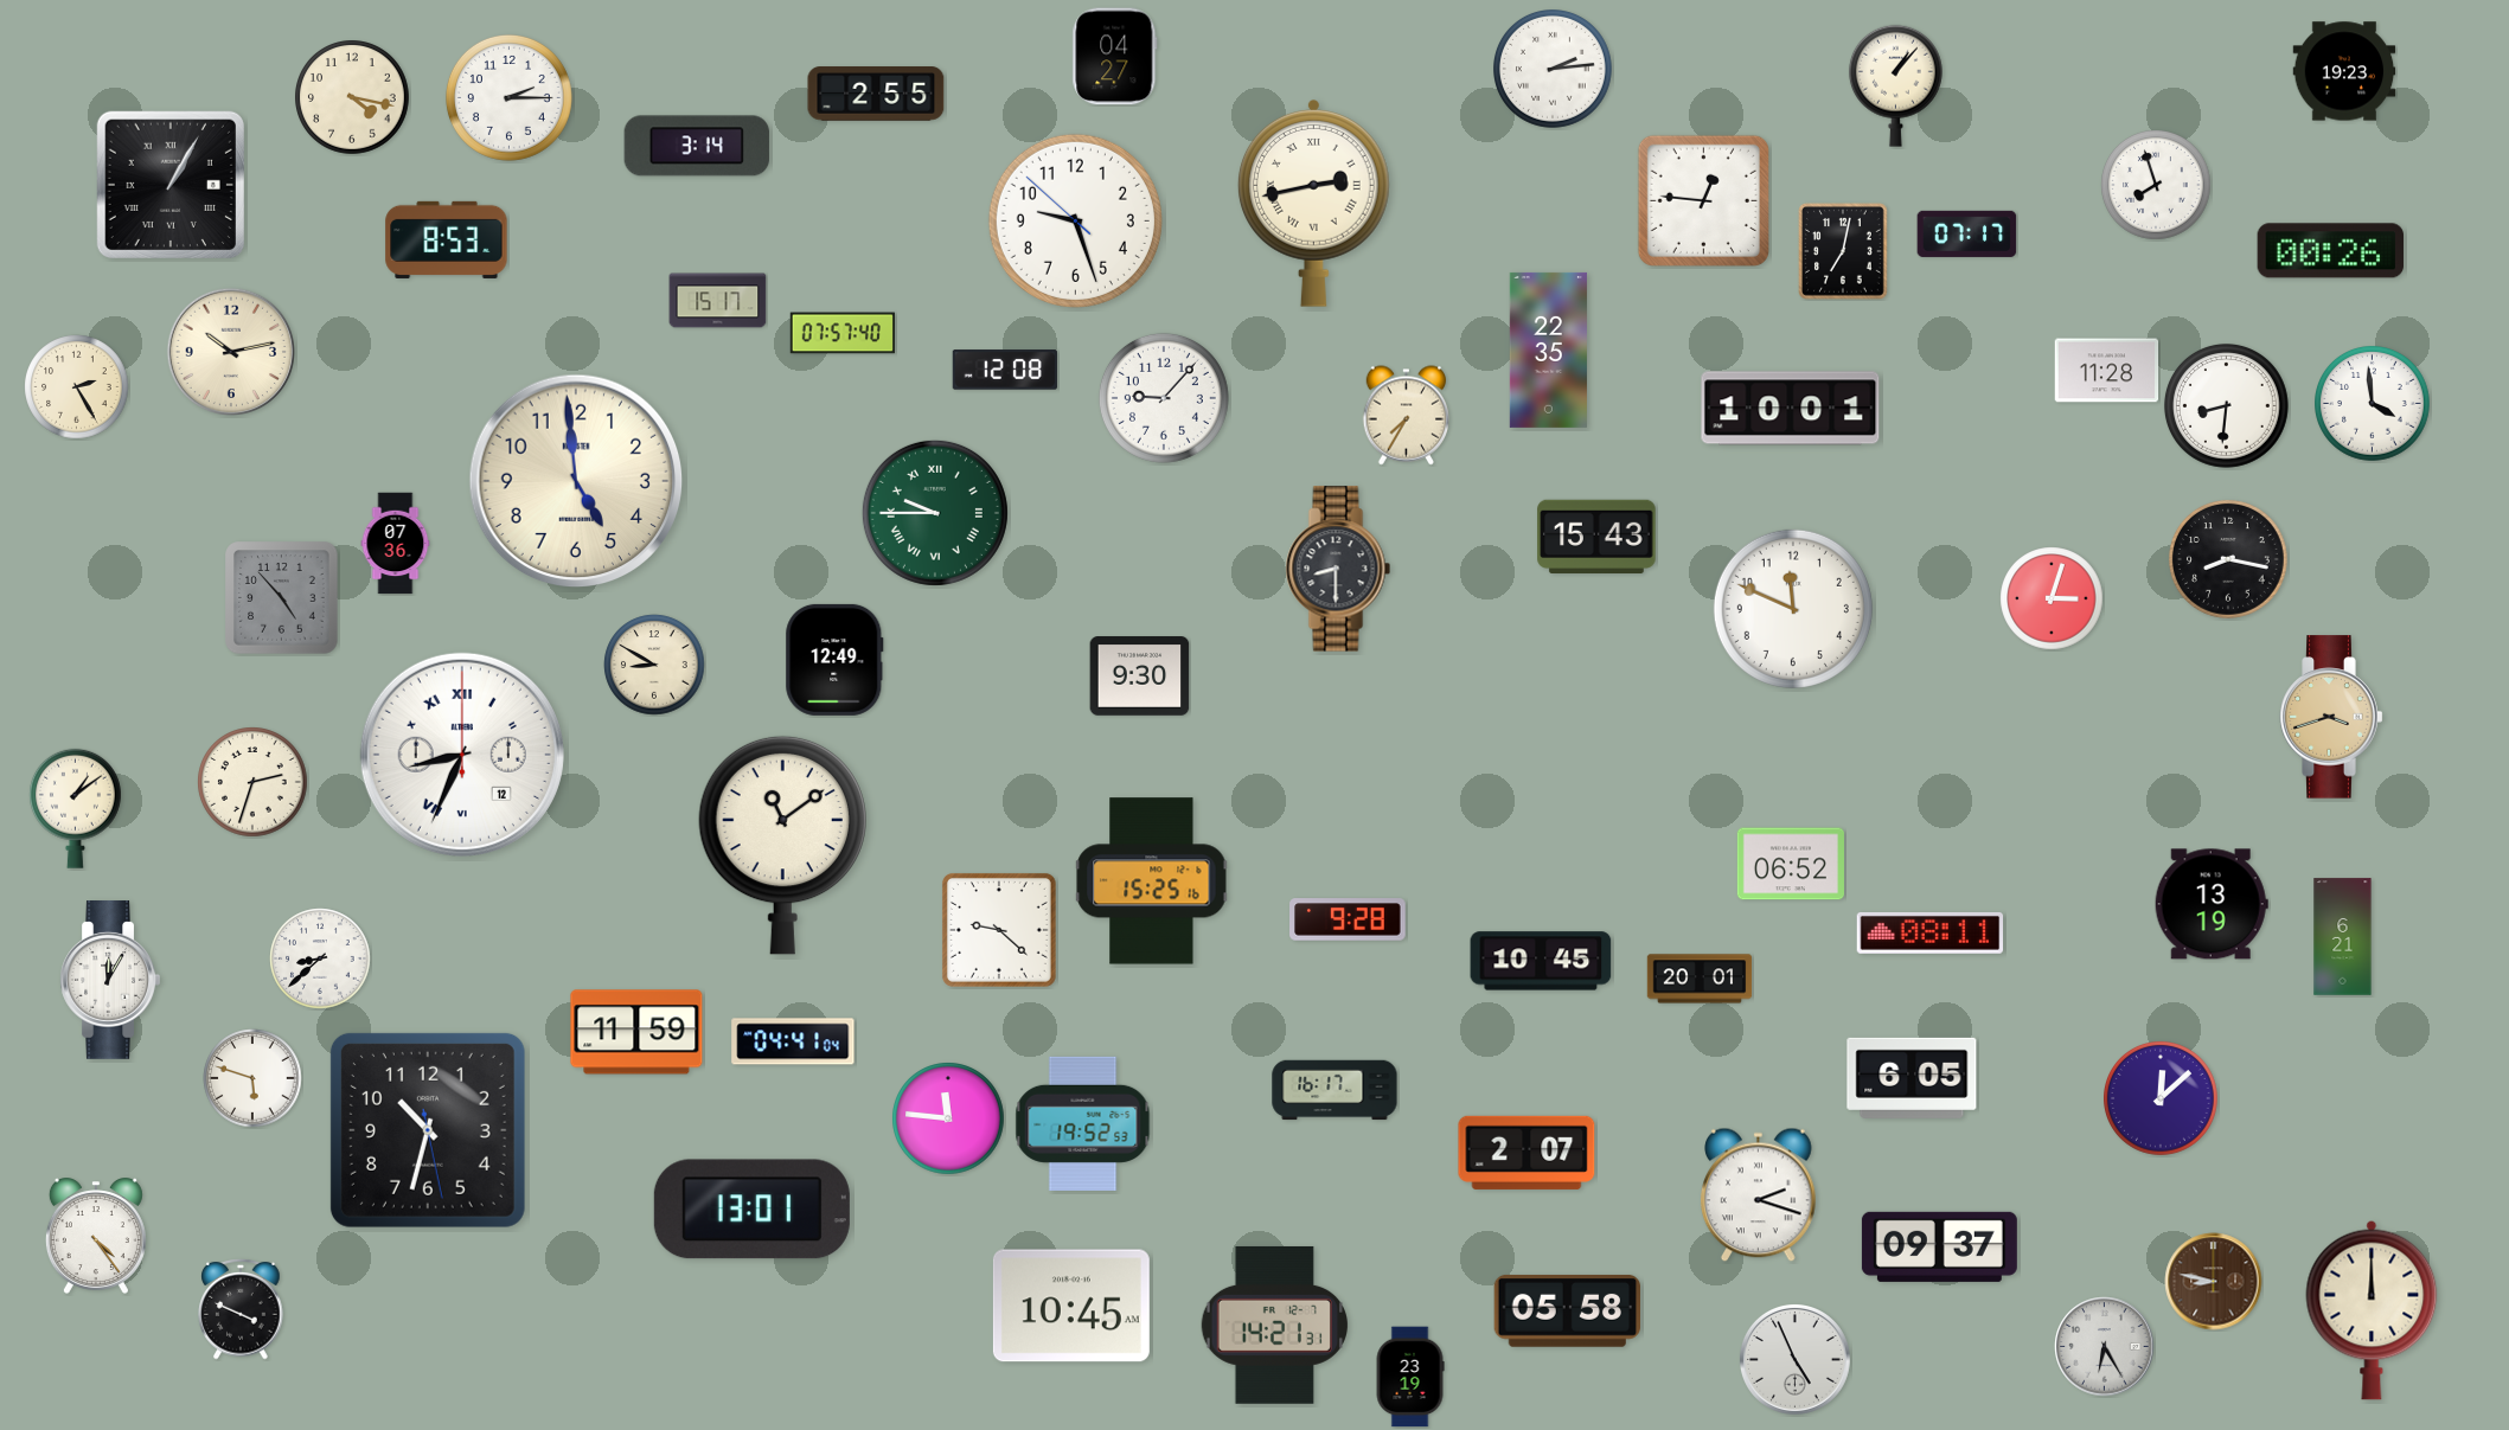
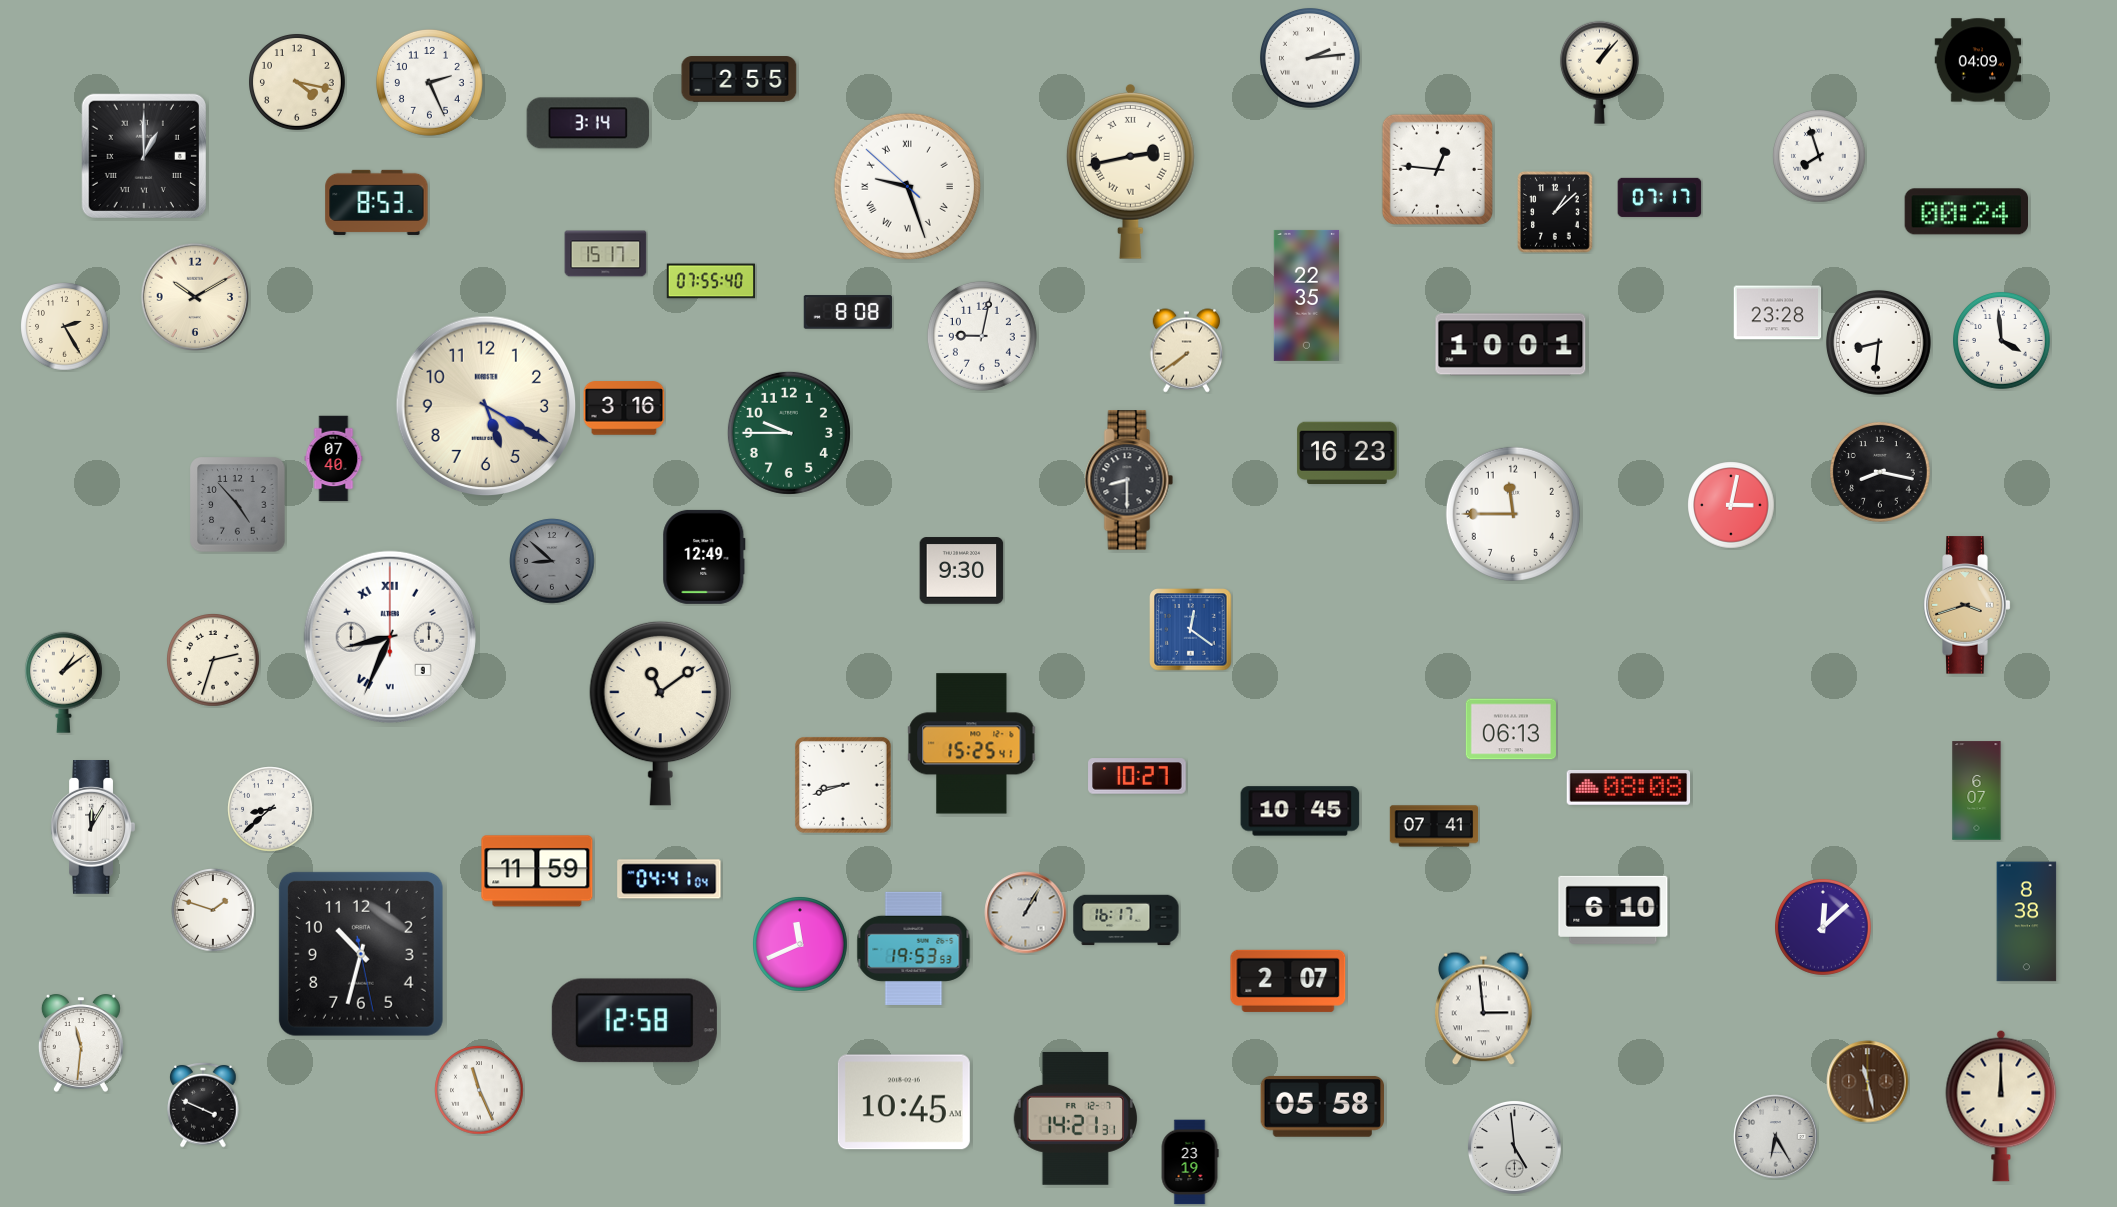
clock at (1115, 57): 04:27 -> none
clock at (2344, 71): 19:23 -> 04:09
clock at (508, 97): 2:15 -> 2:26
clock at (171, 185): 1:05 -> 1:00
clock at (1313, 203) position: (1313, 203) -> (1130, 171)
clock at (1075, 220) numerals: Arabic -> Roman
clock at (1844, 251): 7:02 -> 1:08
clock at (2330, 251): 00:26 -> 00:24
clock at (841, 333): 07:57 -> 07:55
clock at (231, 352): 10:13 -> 10:10
clock at (1005, 370): 12:08 -> 8:08
clock at (2107, 371): 11:28 -> 23:28
clock at (1164, 398): 9:07 -> 9:02
clock at (1406, 416): 7:35 -> 7:39
clock at (576, 481): 4:59 -> 5:20
clock at (624, 408): none -> 3:16
clock at (935, 513) numerals: Roman -> Arabic
clock at (1596, 536): 15:43 -> 16:23
clock at (396, 544): 07:36 -> 07:40
clock at (2052, 598): 3:03 -> 3:02
clock at (1793, 609): 11:49 -> 11:45
clock at (654, 665): 8:50 -> 8:52
clock at (654, 665) dial: cream -> grey
clock at (1191, 630): none -> 12:21
clock at (462, 755) date: 12 -> 9
clock at (1791, 864): 06:52 -> 06:13
clock at (1152, 881): 15:25:16 -> 15:25:41
clock at (2212, 904): 13:19 -> none
clock at (1348, 919): 9:28 -> 10:27
clock at (999, 930): 9:22 -> 8:42
clock at (1931, 932): 08:11 -> 08:08
clock at (2343, 937): 6:21 -> 6:07
clock at (1700, 979): 20:01 -> 07:41
clock at (252, 1078): 5:48 -> 1:48
clock at (1912, 1078): 6:05 -> 6:10
clock at (1026, 913): none -> 1:05
clock at (2027, 922): none -> 8:38
clock at (948, 1118): 11:46 -> 11:41
clock at (1083, 1123): 19:52 -> 19:53
clock at (1526, 1153) position: (1526, 1153) -> (1288, 981)
clock at (1759, 1195): 2:18 -> 2:59
clock at (751, 1210): 13:01 -> 12:58
clock at (96, 1236): 4:24 -> 11:31
clock at (1939, 1246): 09:37 -> none
clock at (2214, 1282): 8:47 -> 11:28
clock at (479, 1090): none -> 11:26
clock at (1794, 1359): 4:56 -> 4:59
